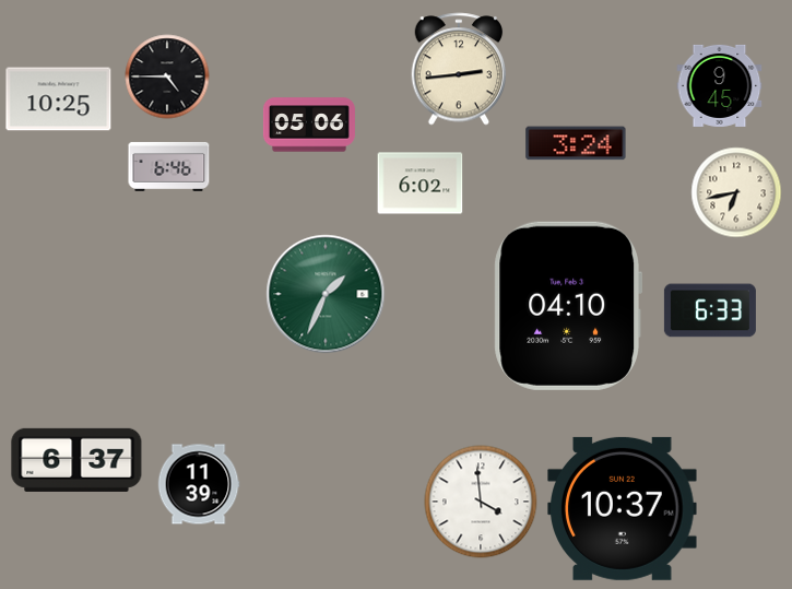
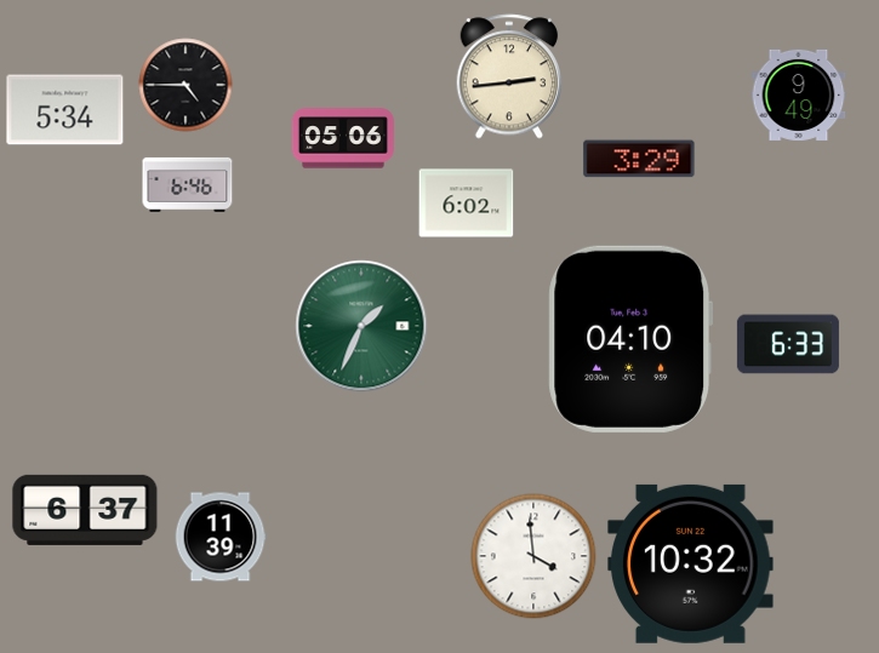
clock at (720, 85): 9:45 -> 9:49
clock at (59, 99): 10:25 -> 5:34
clock at (576, 143): 3:24 -> 3:29
clock at (736, 192): 6:43 -> none
clock at (623, 508): 10:37 -> 10:32
